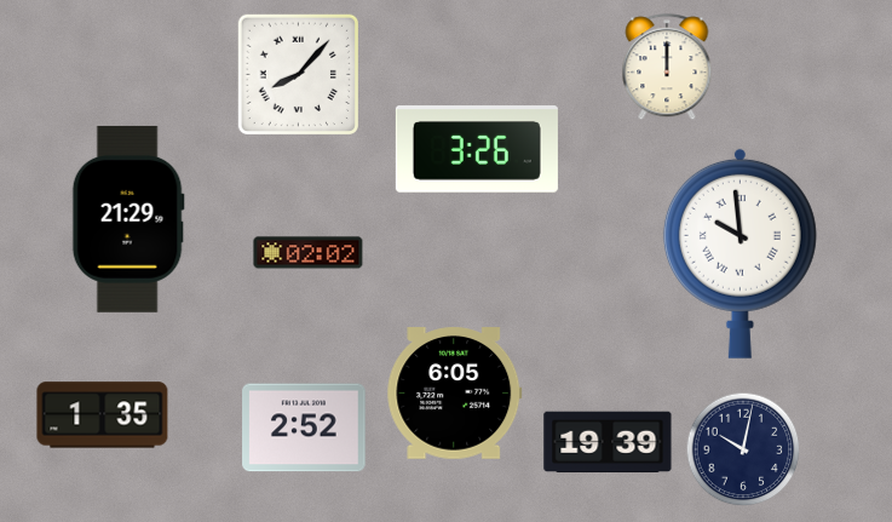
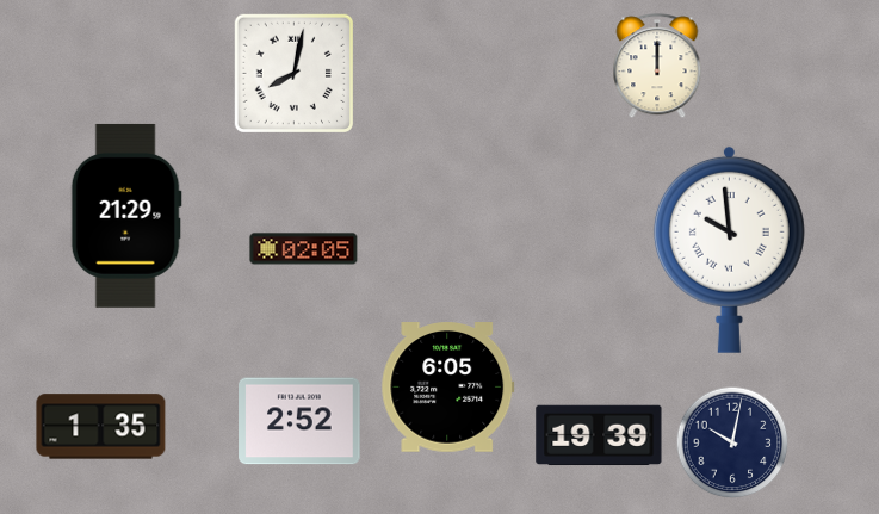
clock at (298, 74): 8:07 -> 8:02
clock at (477, 149): 3:26 -> none
clock at (309, 253): 02:02 -> 02:05
clock at (103, 415) position: (103, 415) -> (101, 427)
